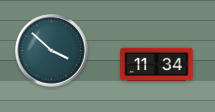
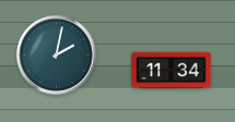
clock at (52, 51): 3:52 -> 2:02
